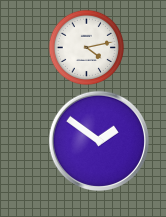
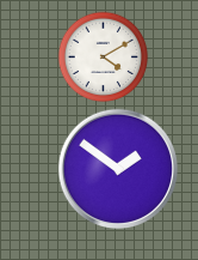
clock at (87, 48): 4:13 -> 4:10
